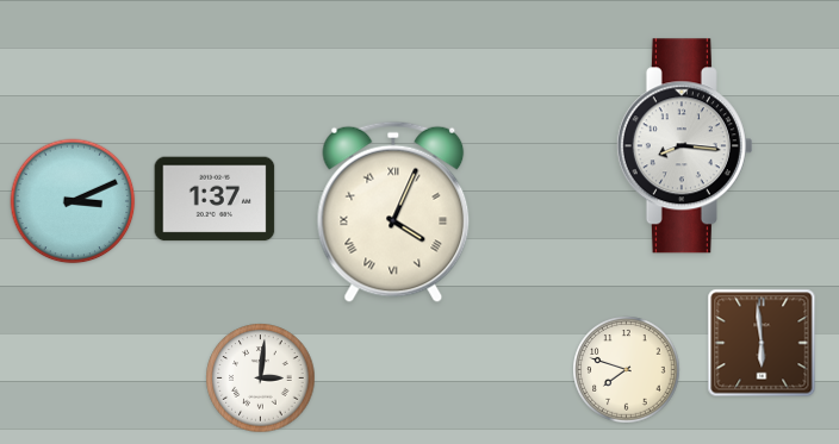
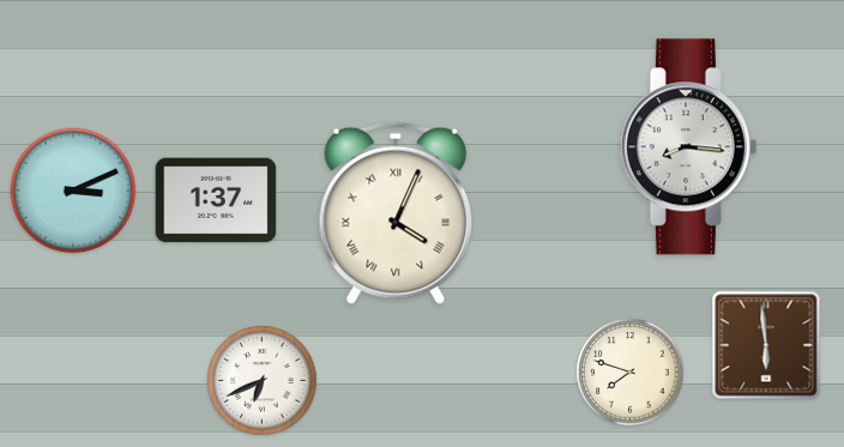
clock at (73, 201) position: (73, 201) -> (73, 191)
clock at (261, 379): 3:01 -> 6:41
